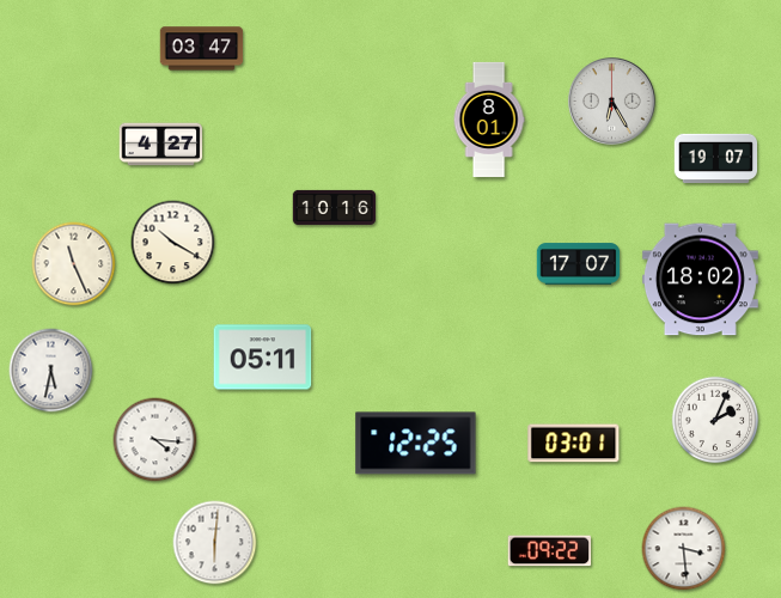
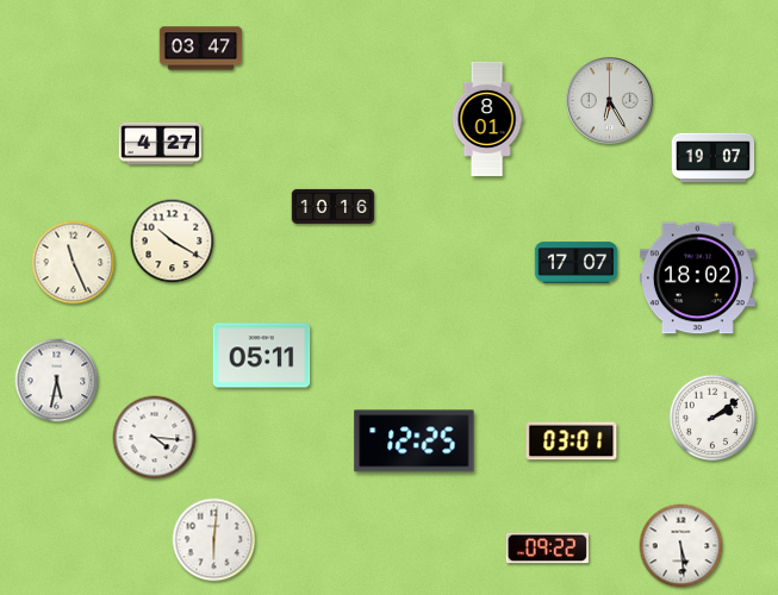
clock at (51, 371) position: (51, 371) -> (57, 381)
clock at (715, 420): 2:04 -> 2:09
clock at (684, 549): 3:29 -> 5:29
